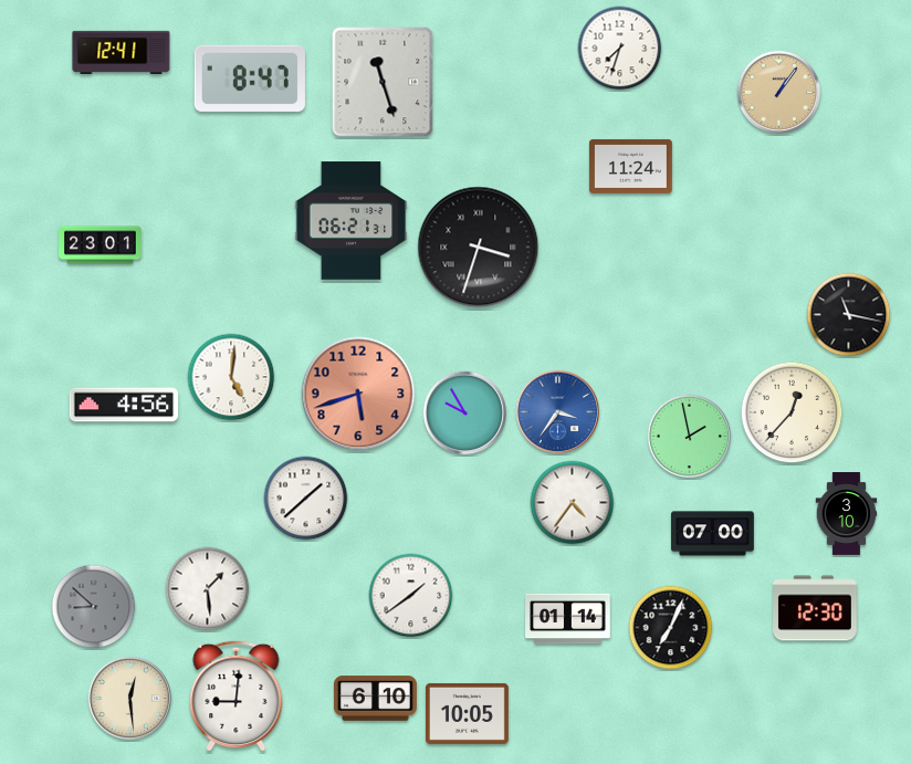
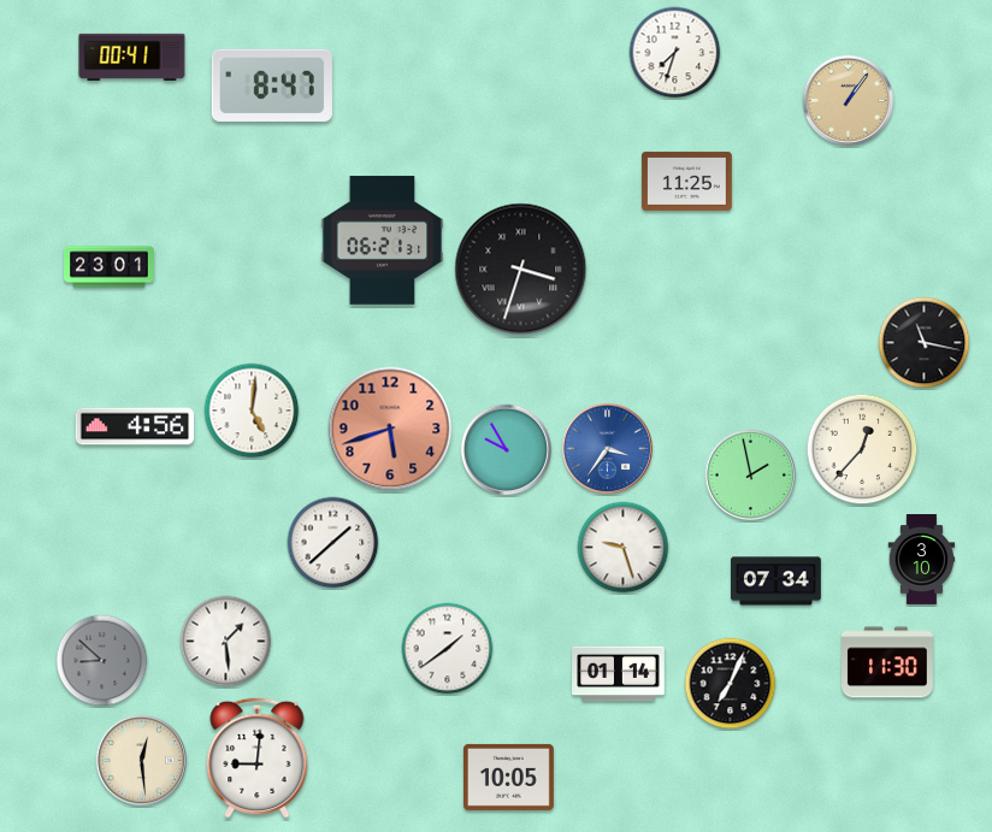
clock at (122, 52): 12:41 -> 00:41
clock at (383, 82): 11:27 -> none
clock at (630, 166): 11:24 -> 11:25
clock at (124, 405) position: (124, 405) -> (135, 426)
clock at (573, 503): 4:36 -> 9:27
clock at (712, 534): 07:00 -> 07:34
clock at (816, 608): 12:30 -> 11:30
clock at (375, 699): 6:10 -> none
